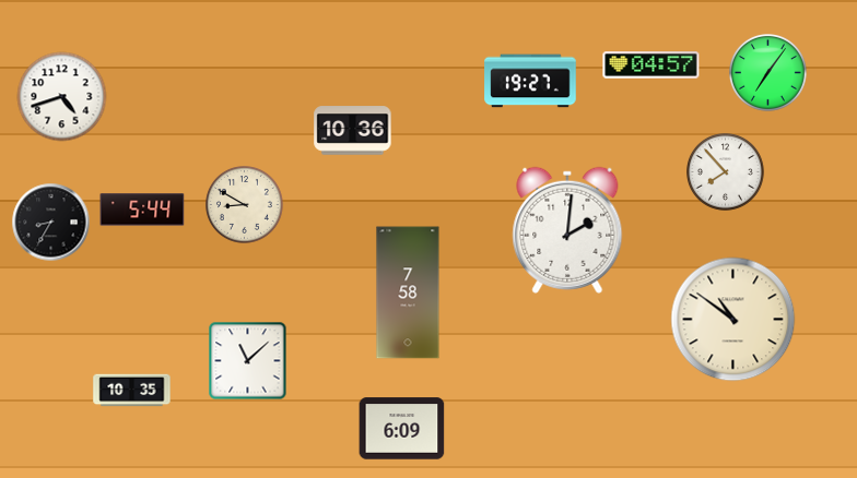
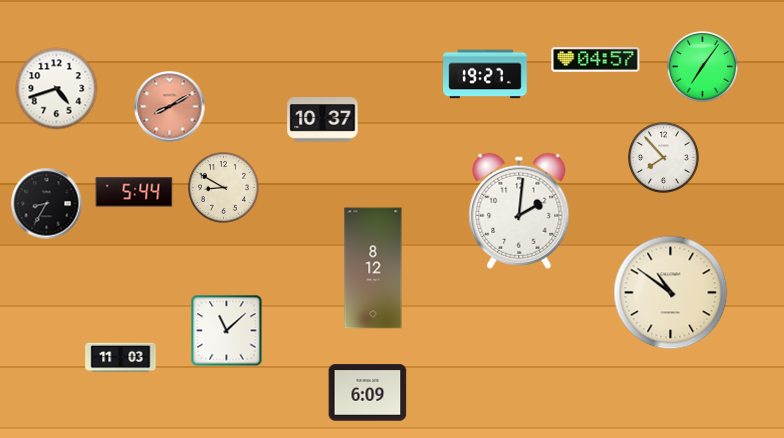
clock at (170, 107): none -> 8:10
clock at (353, 131): 10:36 -> 10:37
clock at (142, 210) position: (142, 210) -> (134, 192)
clock at (408, 292): 7:58 -> 8:12
clock at (132, 391): 10:35 -> 11:03
